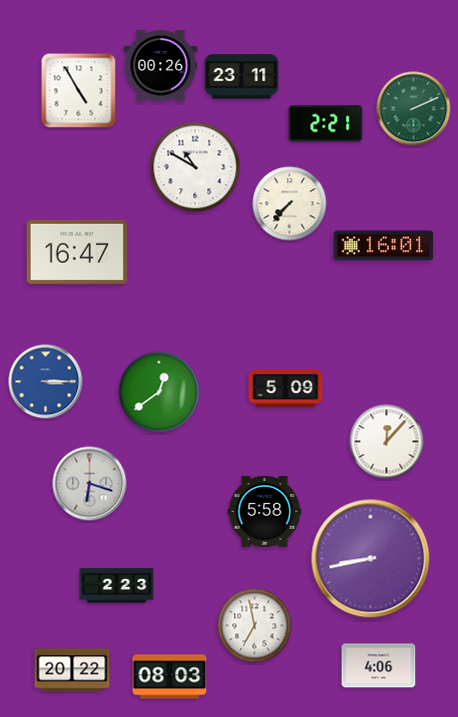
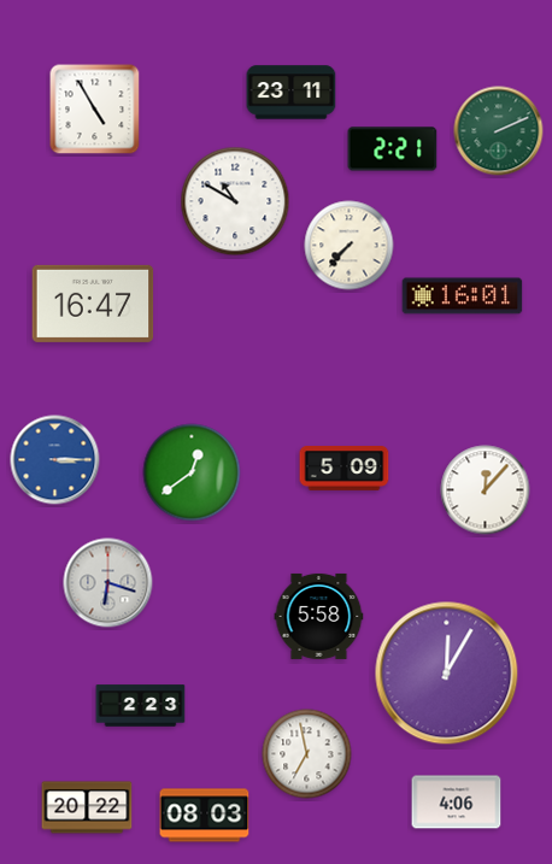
clock at (161, 66): 00:26 -> none
clock at (387, 442) position: (387, 442) -> (486, 490)
clock at (371, 559): 8:43 -> 12:05
